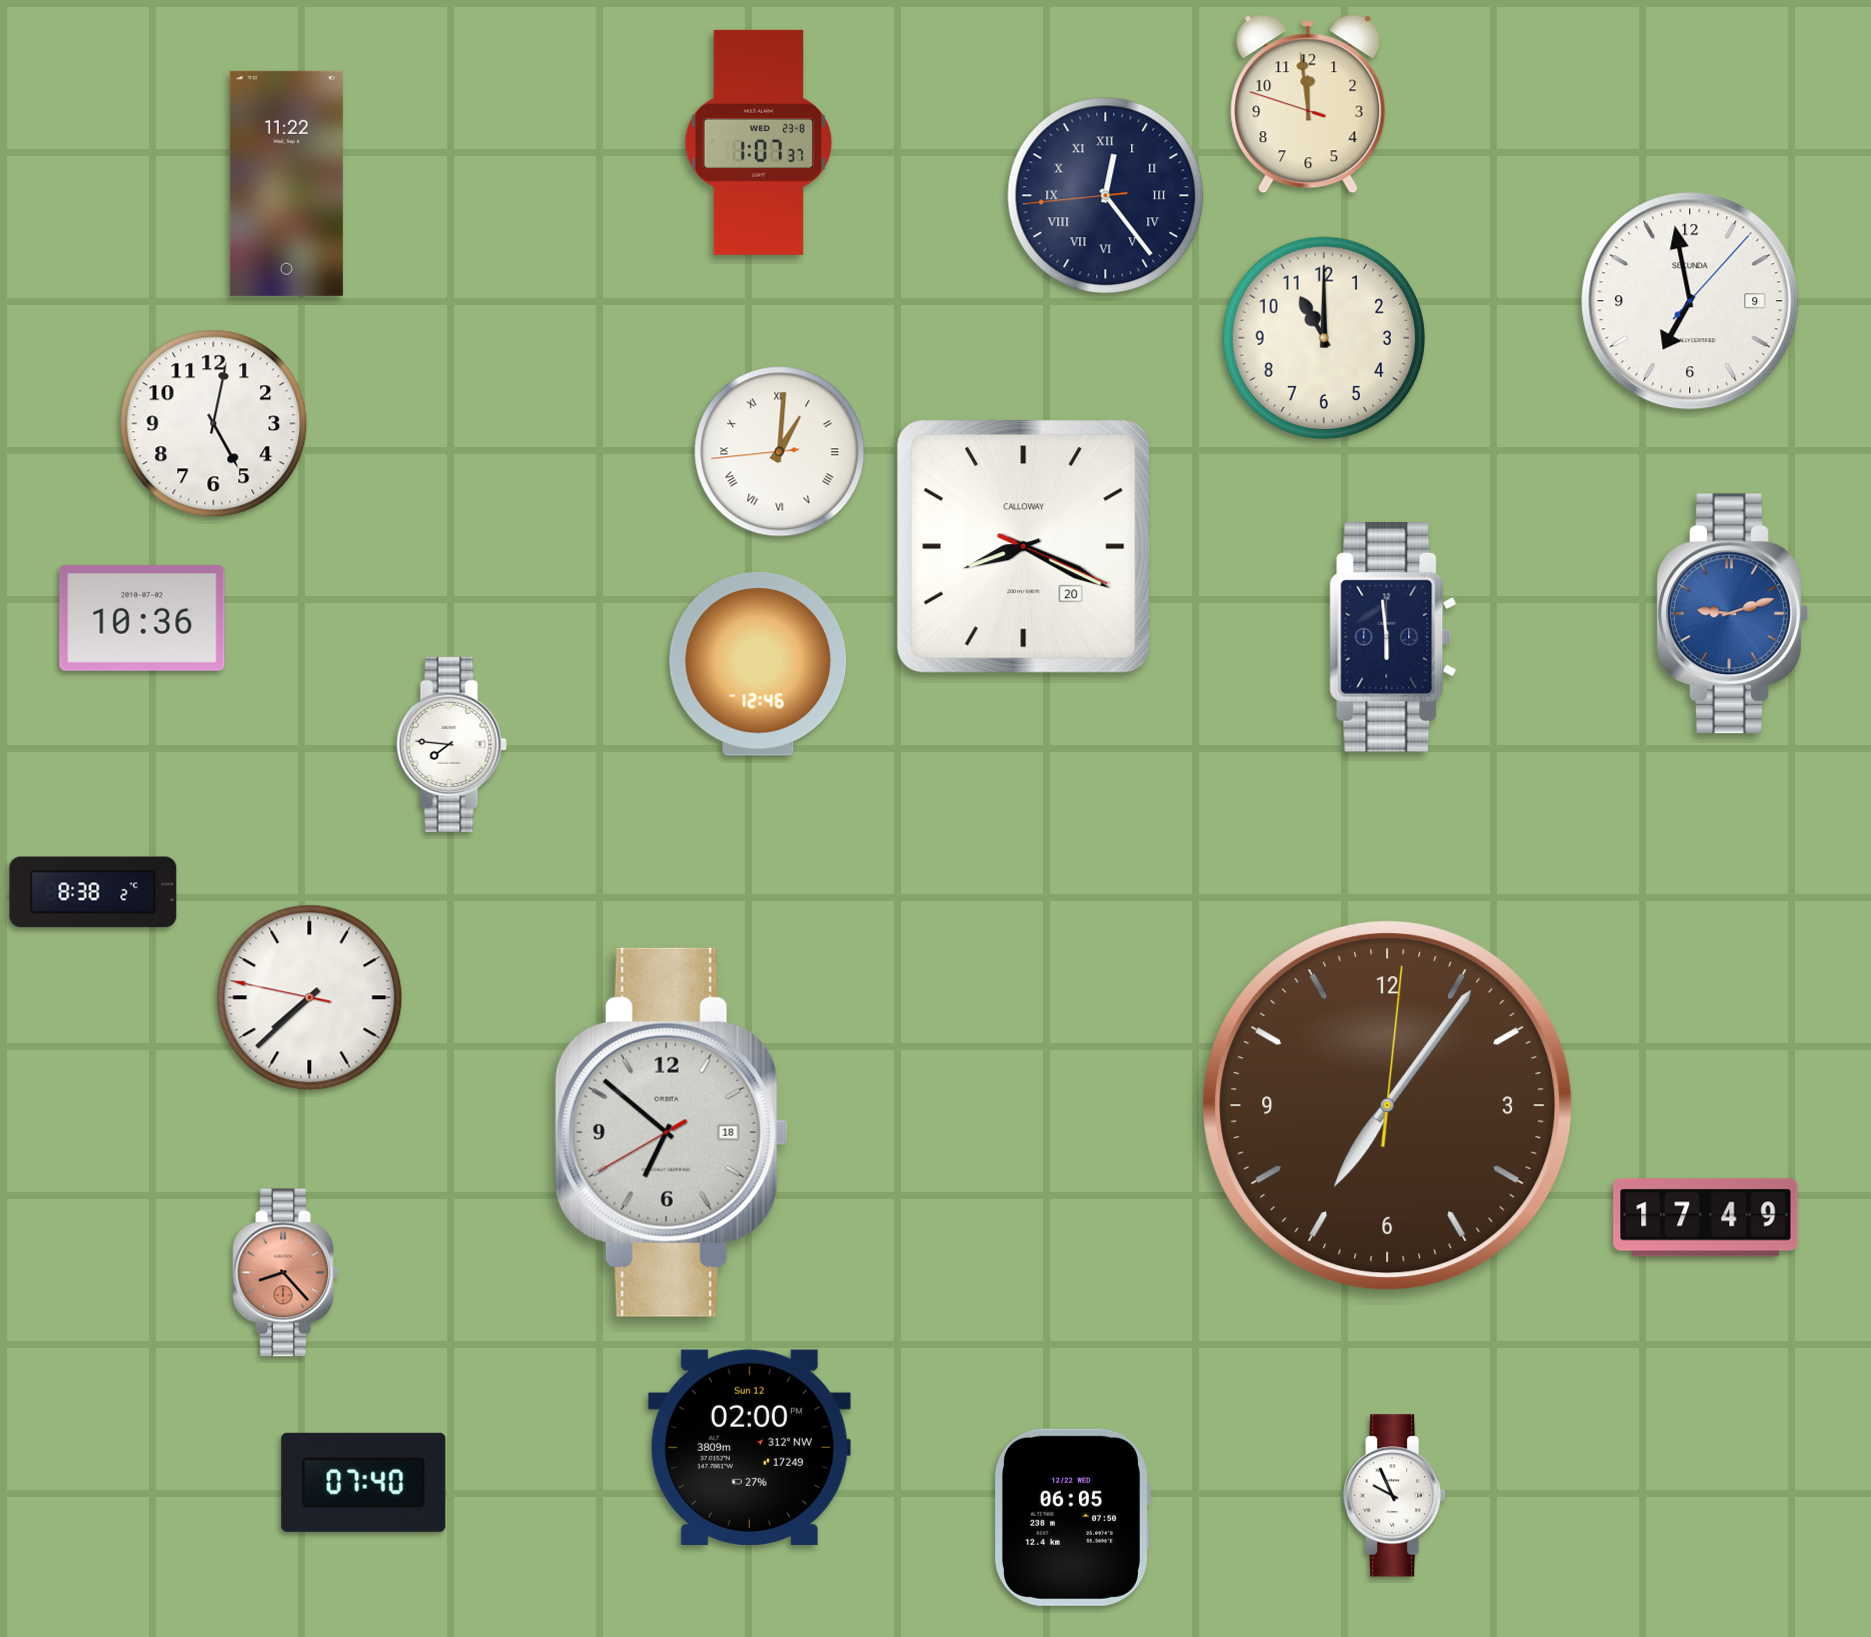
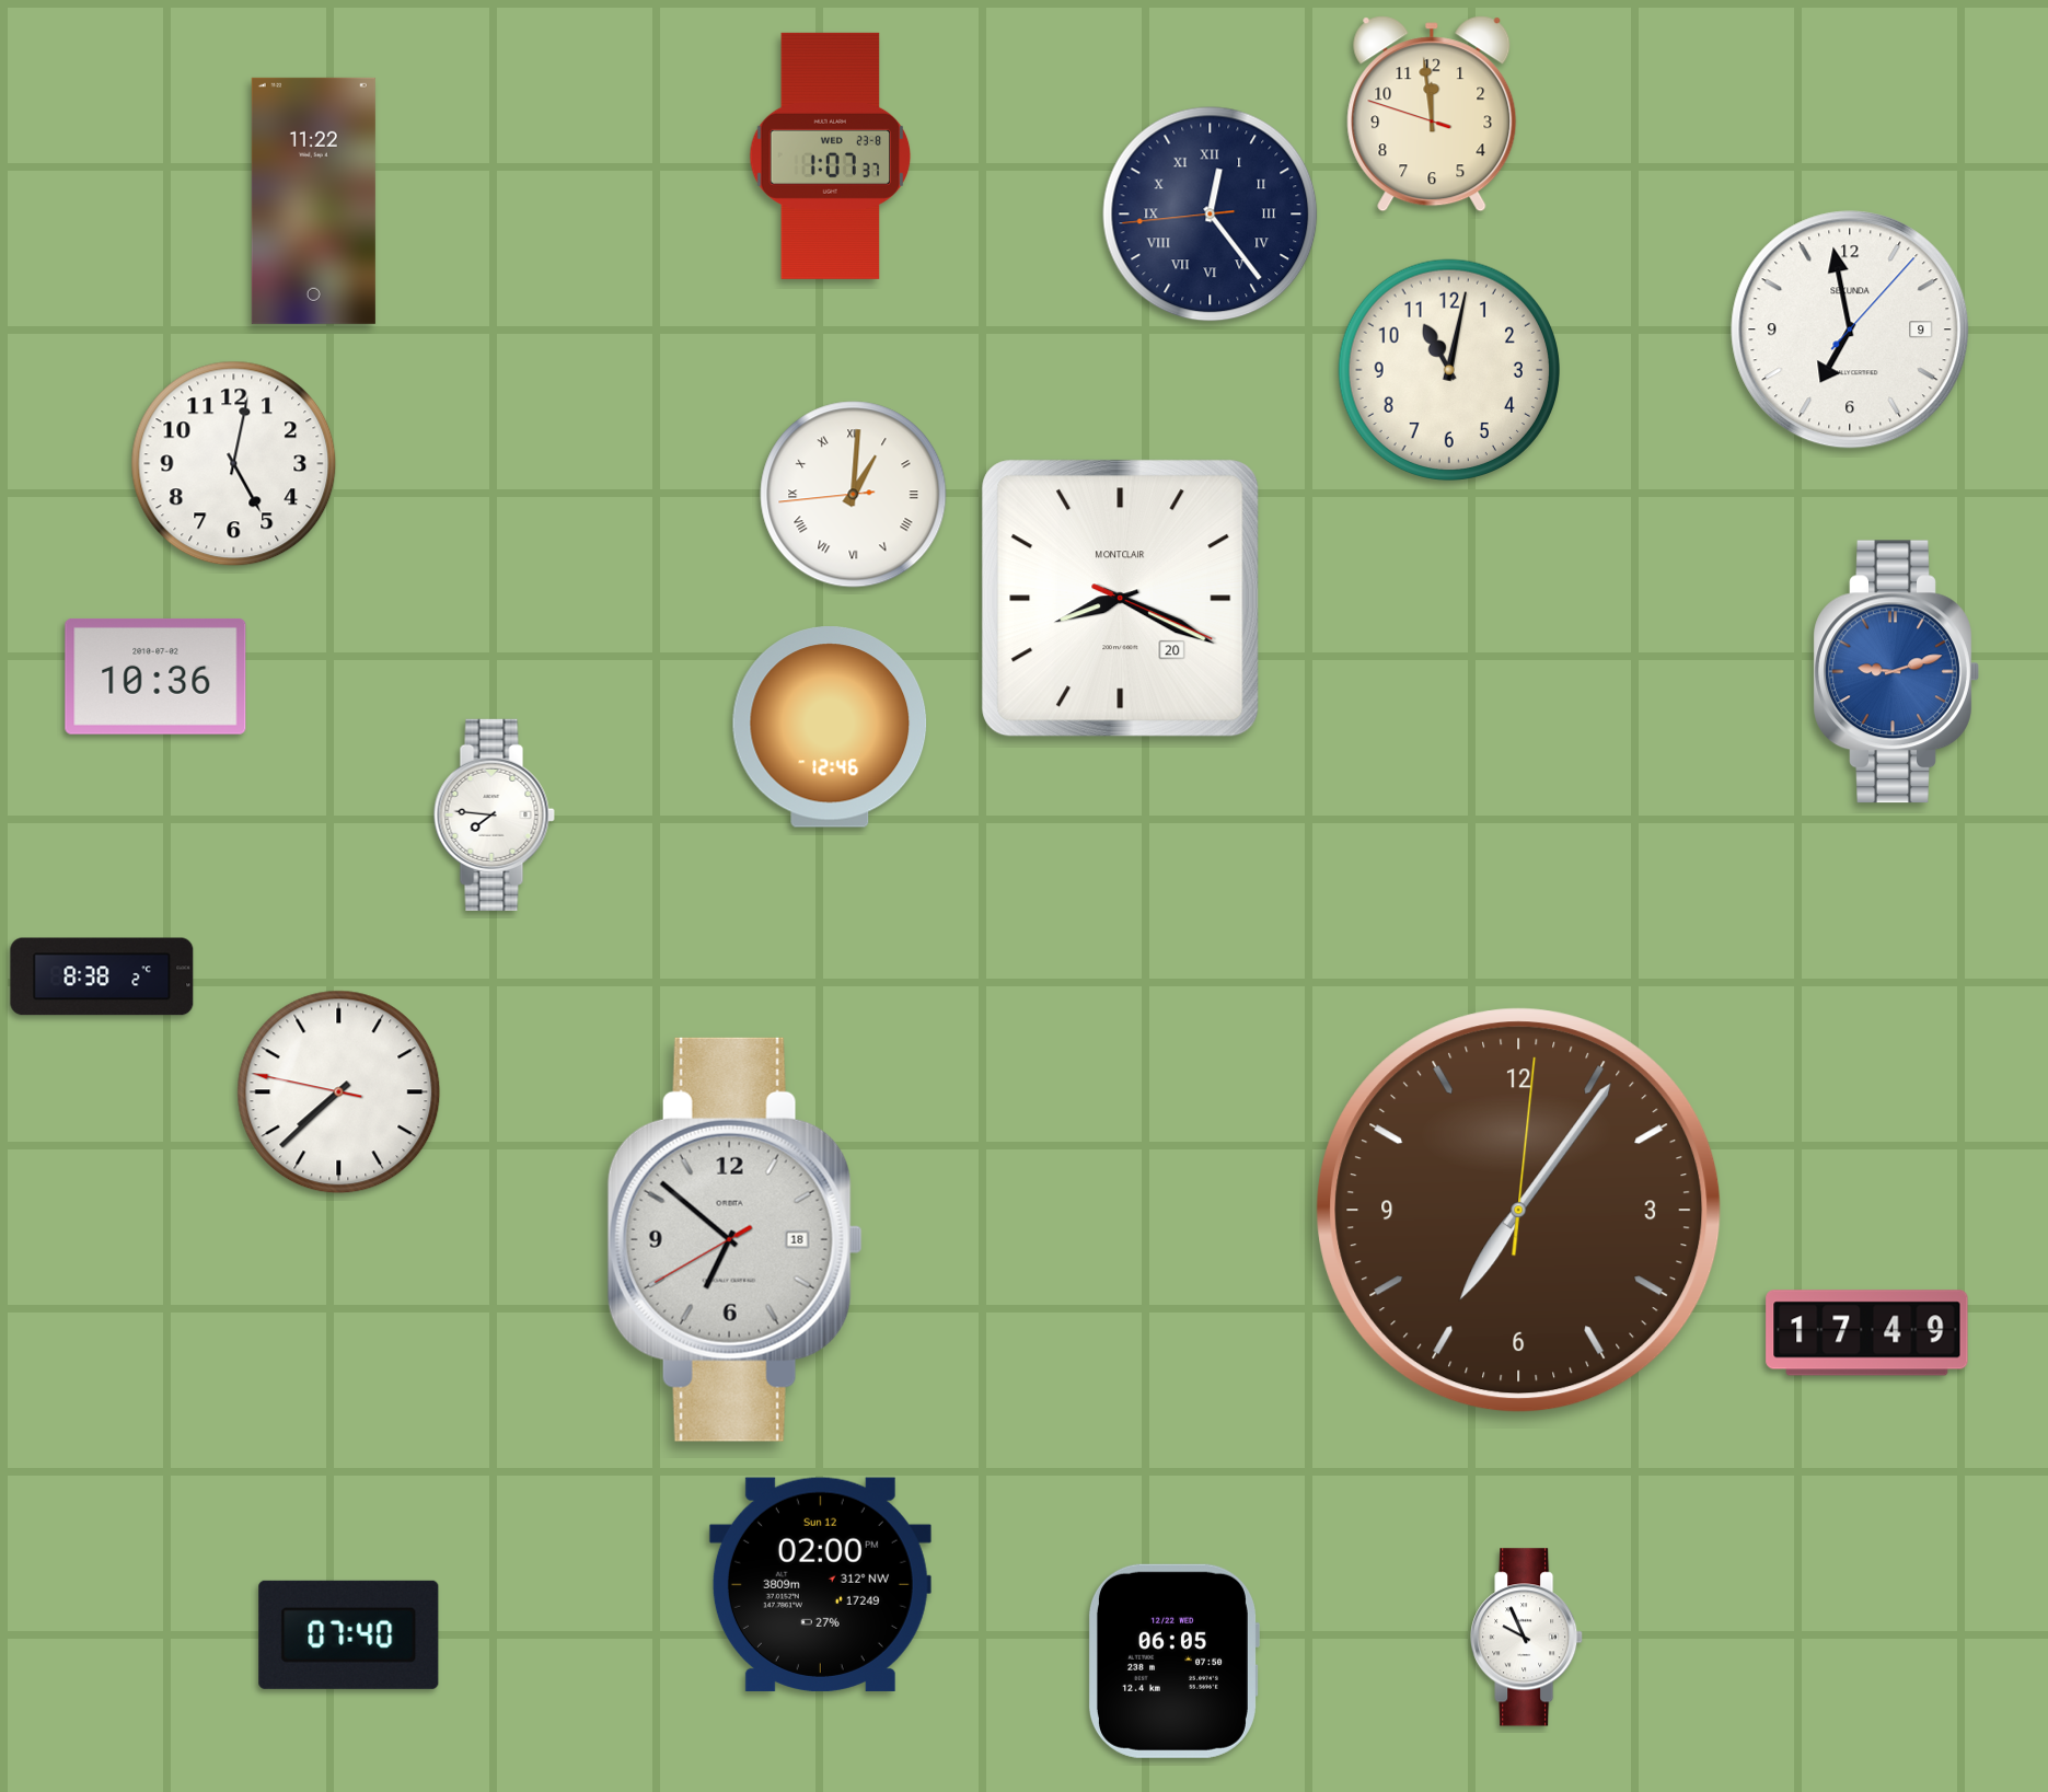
clock at (1323, 337): 11:00 -> 11:02
clock at (1024, 547) brand: CALLOWAY -> MONTCLAIR
clock at (1393, 638): 5:59 -> none
clock at (286, 1273): 8:23 -> none
clock at (364, 1482) position: (364, 1482) -> (349, 1634)
